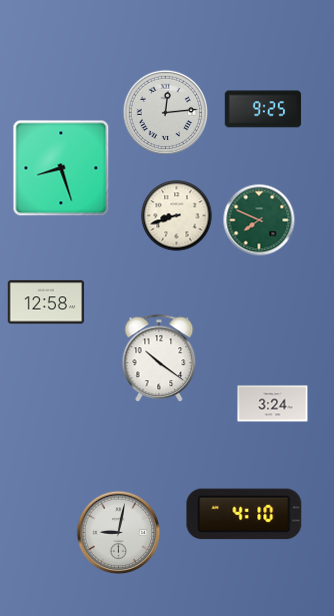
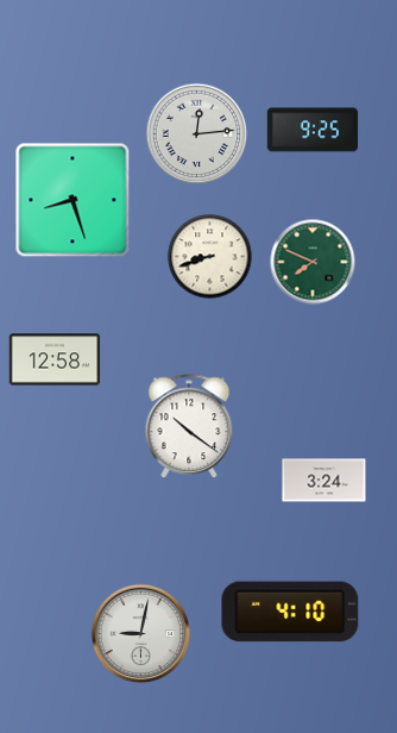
clock at (259, 220) position: (259, 220) -> (313, 262)
